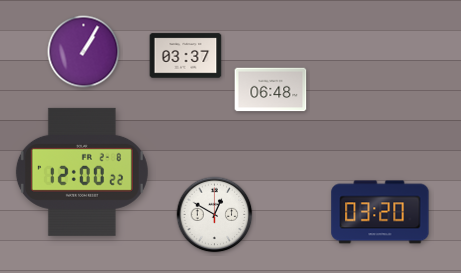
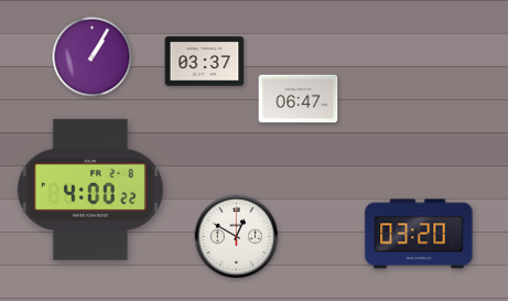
clock at (271, 90): 06:48 -> 06:47
clock at (82, 172): 12:00 -> 4:00
